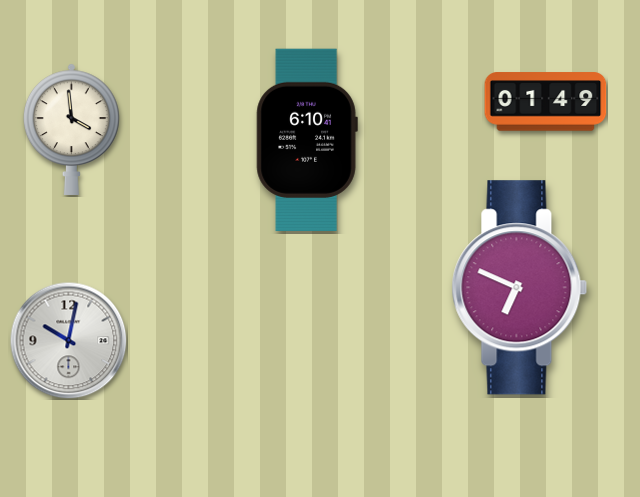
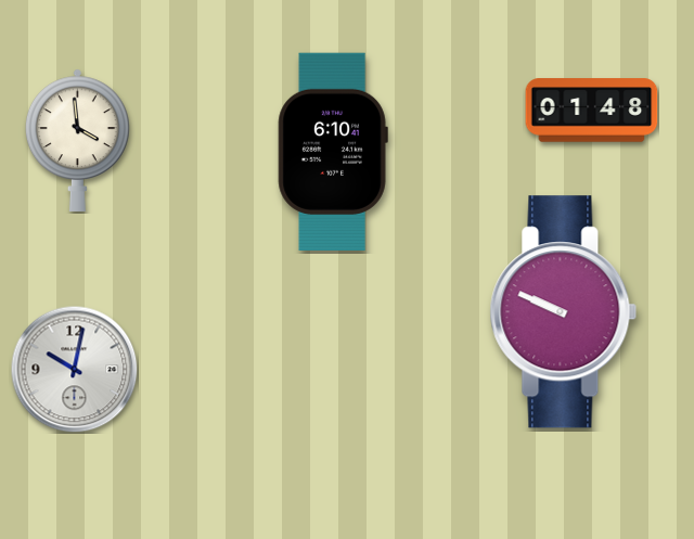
clock at (546, 102): 01:49 -> 01:48
clock at (520, 288): 6:49 -> 9:49
